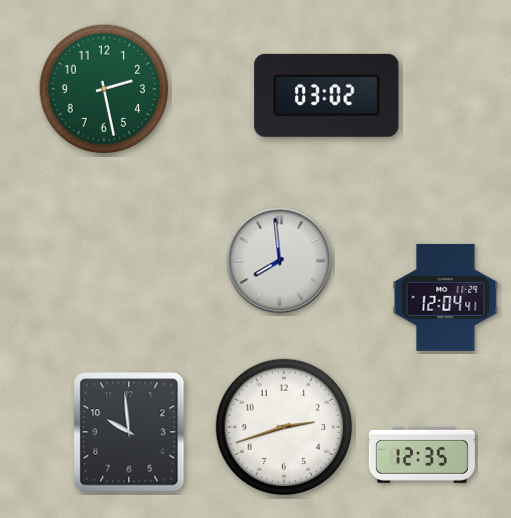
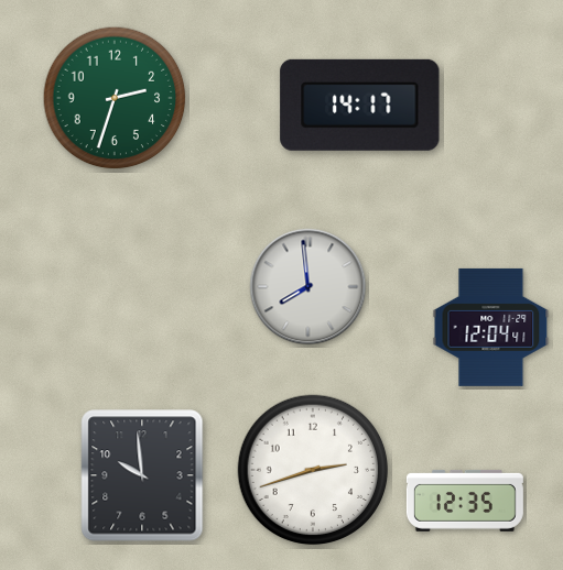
clock at (104, 89): 2:28 -> 2:33
clock at (327, 95): 03:02 -> 14:17
